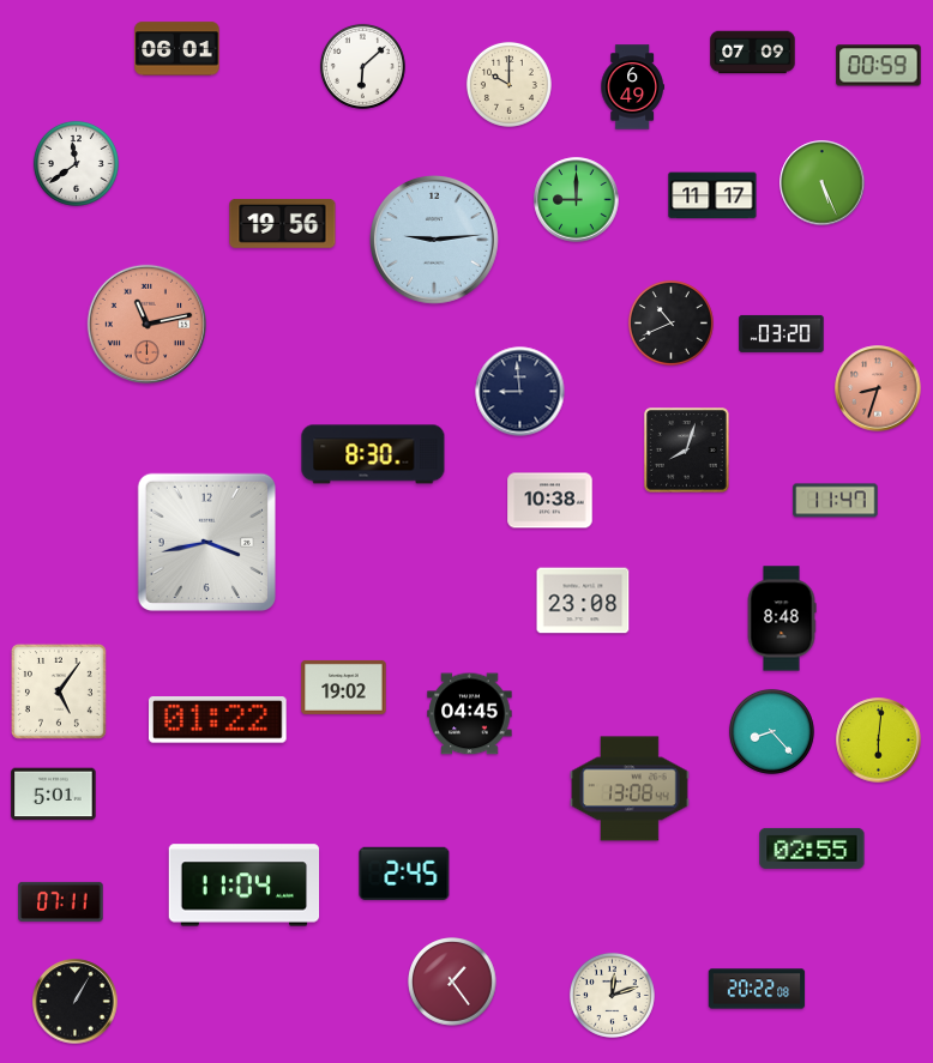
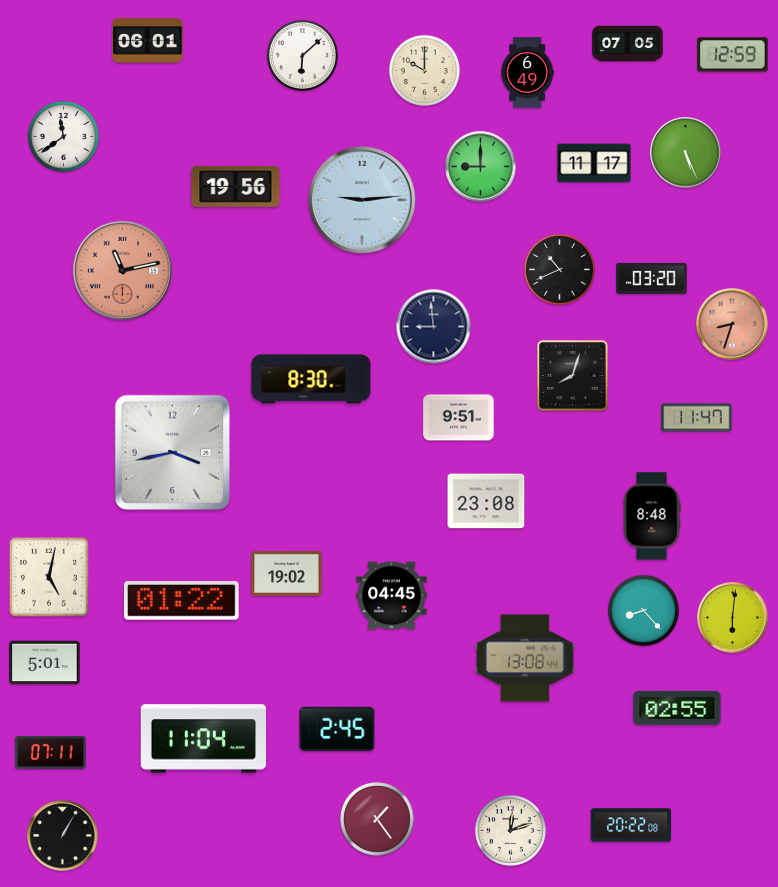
clock at (753, 53): 07:09 -> 07:05
clock at (879, 66): 00:59 -> 12:59
clock at (550, 501): 10:38 -> 9:51
clock at (59, 691): 5:06 -> 5:02
